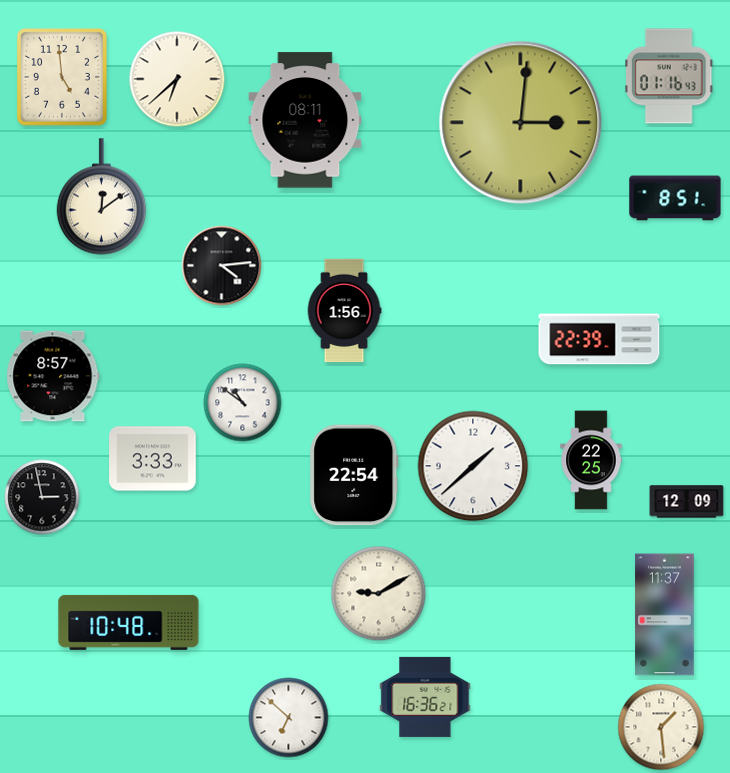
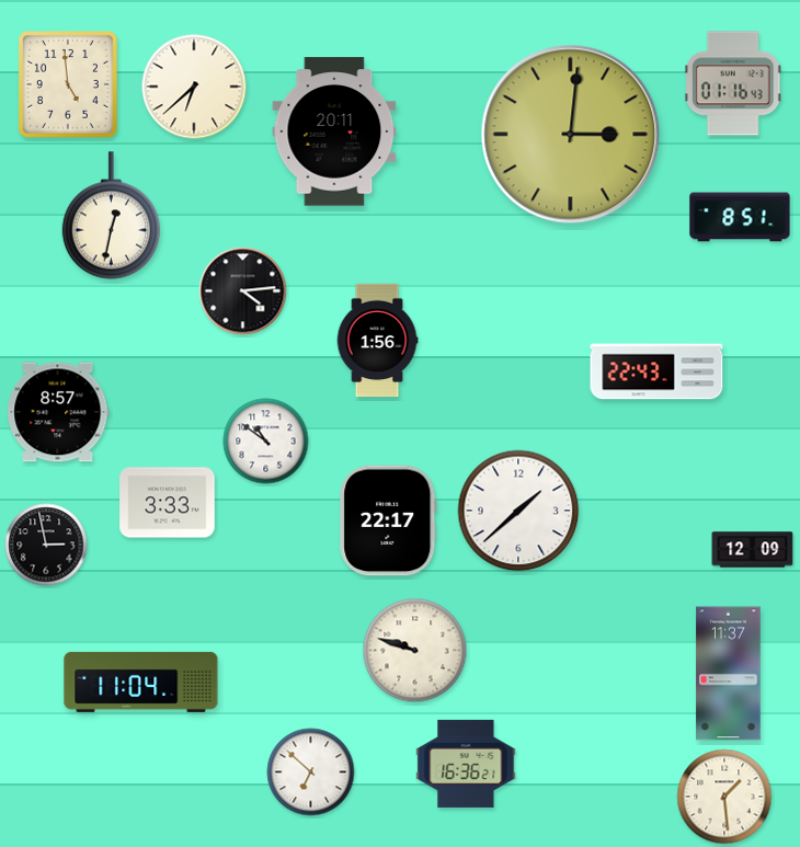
clock at (305, 120): 08:11 -> 20:11
clock at (102, 197): 12:09 -> 12:32
clock at (599, 339): 22:39 -> 22:43
clock at (591, 460): 22:25 -> none
clock at (354, 475): 22:54 -> 22:17
clock at (379, 594): 9:10 -> 9:48
clock at (129, 622): 10:48 -> 11:04
clock at (289, 718) position: (289, 718) -> (311, 772)
